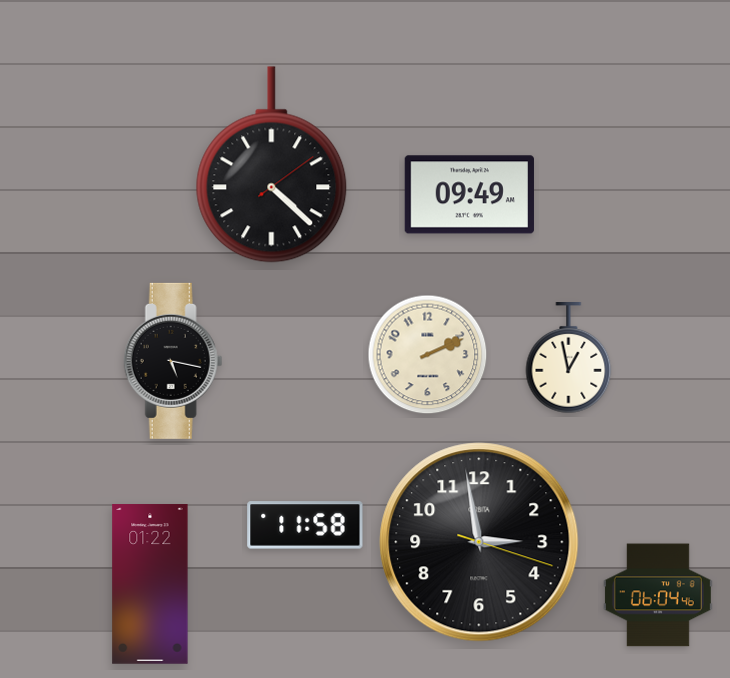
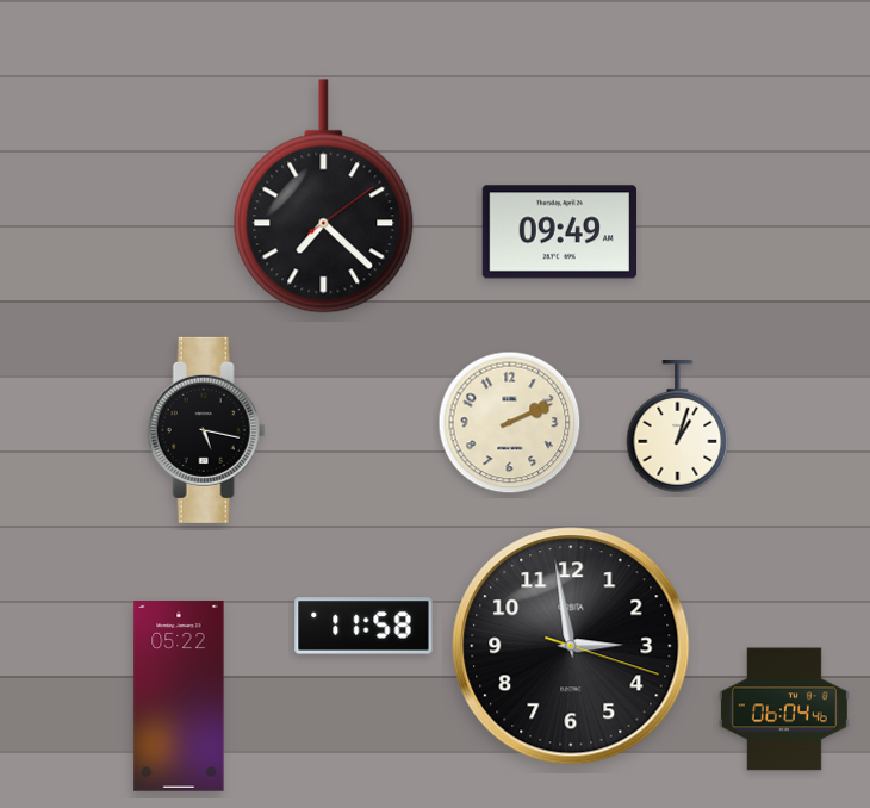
clock at (272, 165): 4:22 -> 7:22
clock at (569, 359): 12:58 -> 1:03
clock at (150, 584): 01:22 -> 05:22
